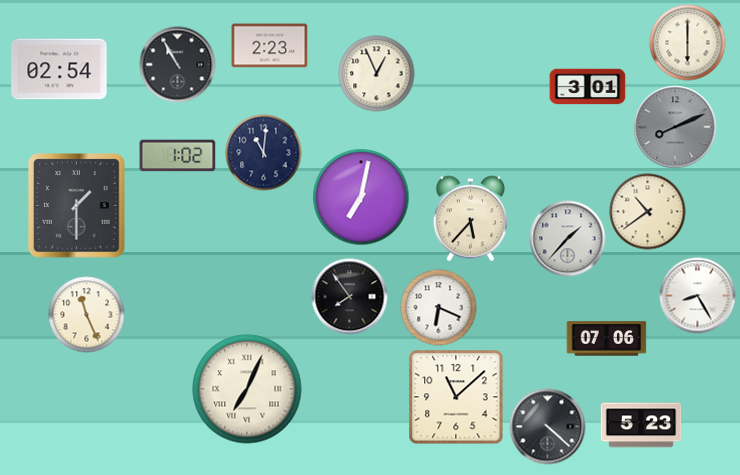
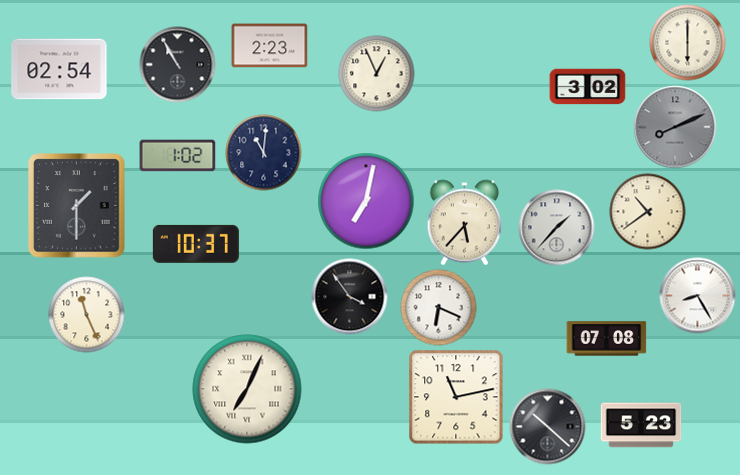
clock at (588, 87): 3:01 -> 3:02
clock at (361, 197) position: (361, 197) -> (366, 201)
clock at (471, 219) position: (471, 219) -> (465, 223)
clock at (568, 239) position: (568, 239) -> (557, 228)
clock at (196, 244): none -> 10:37
clock at (350, 297): 7:54 -> 3:54
clock at (607, 339): 07:06 -> 07:08
clock at (456, 397): 11:08 -> 11:13
clock at (548, 427): 4:22 -> 10:22
